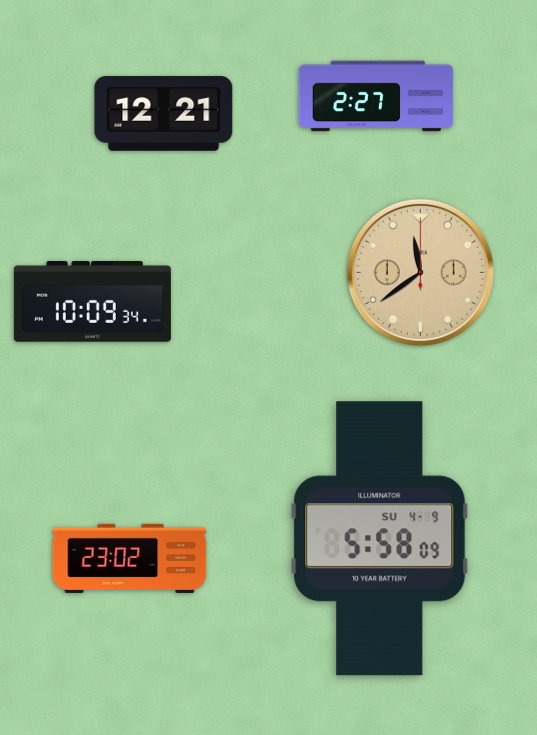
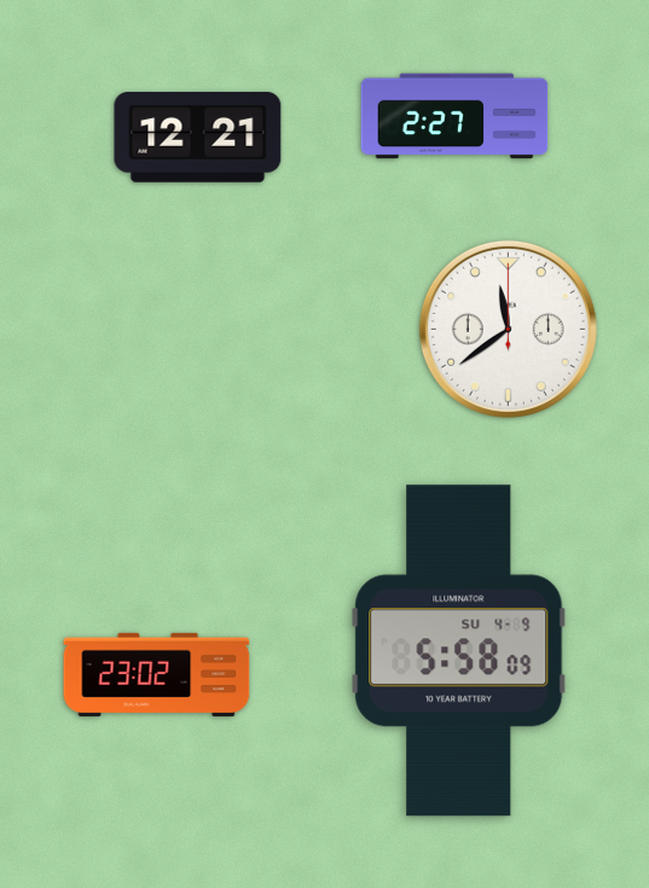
clock at (420, 272) dial: champagne -> white
clock at (92, 302): 10:09 -> none
